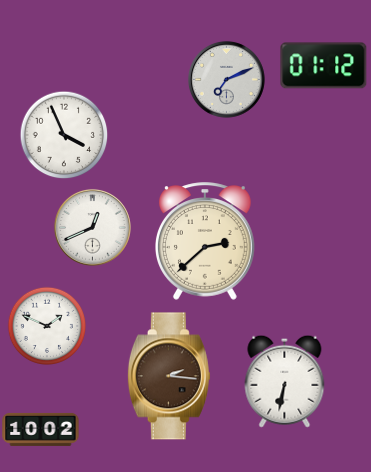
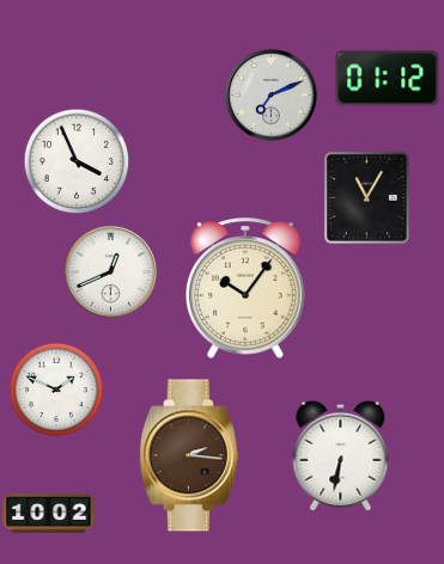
clock at (366, 197): none -> 11:05
clock at (206, 241): 2:38 -> 10:06
clock at (169, 376) position: (169, 376) -> (189, 455)
